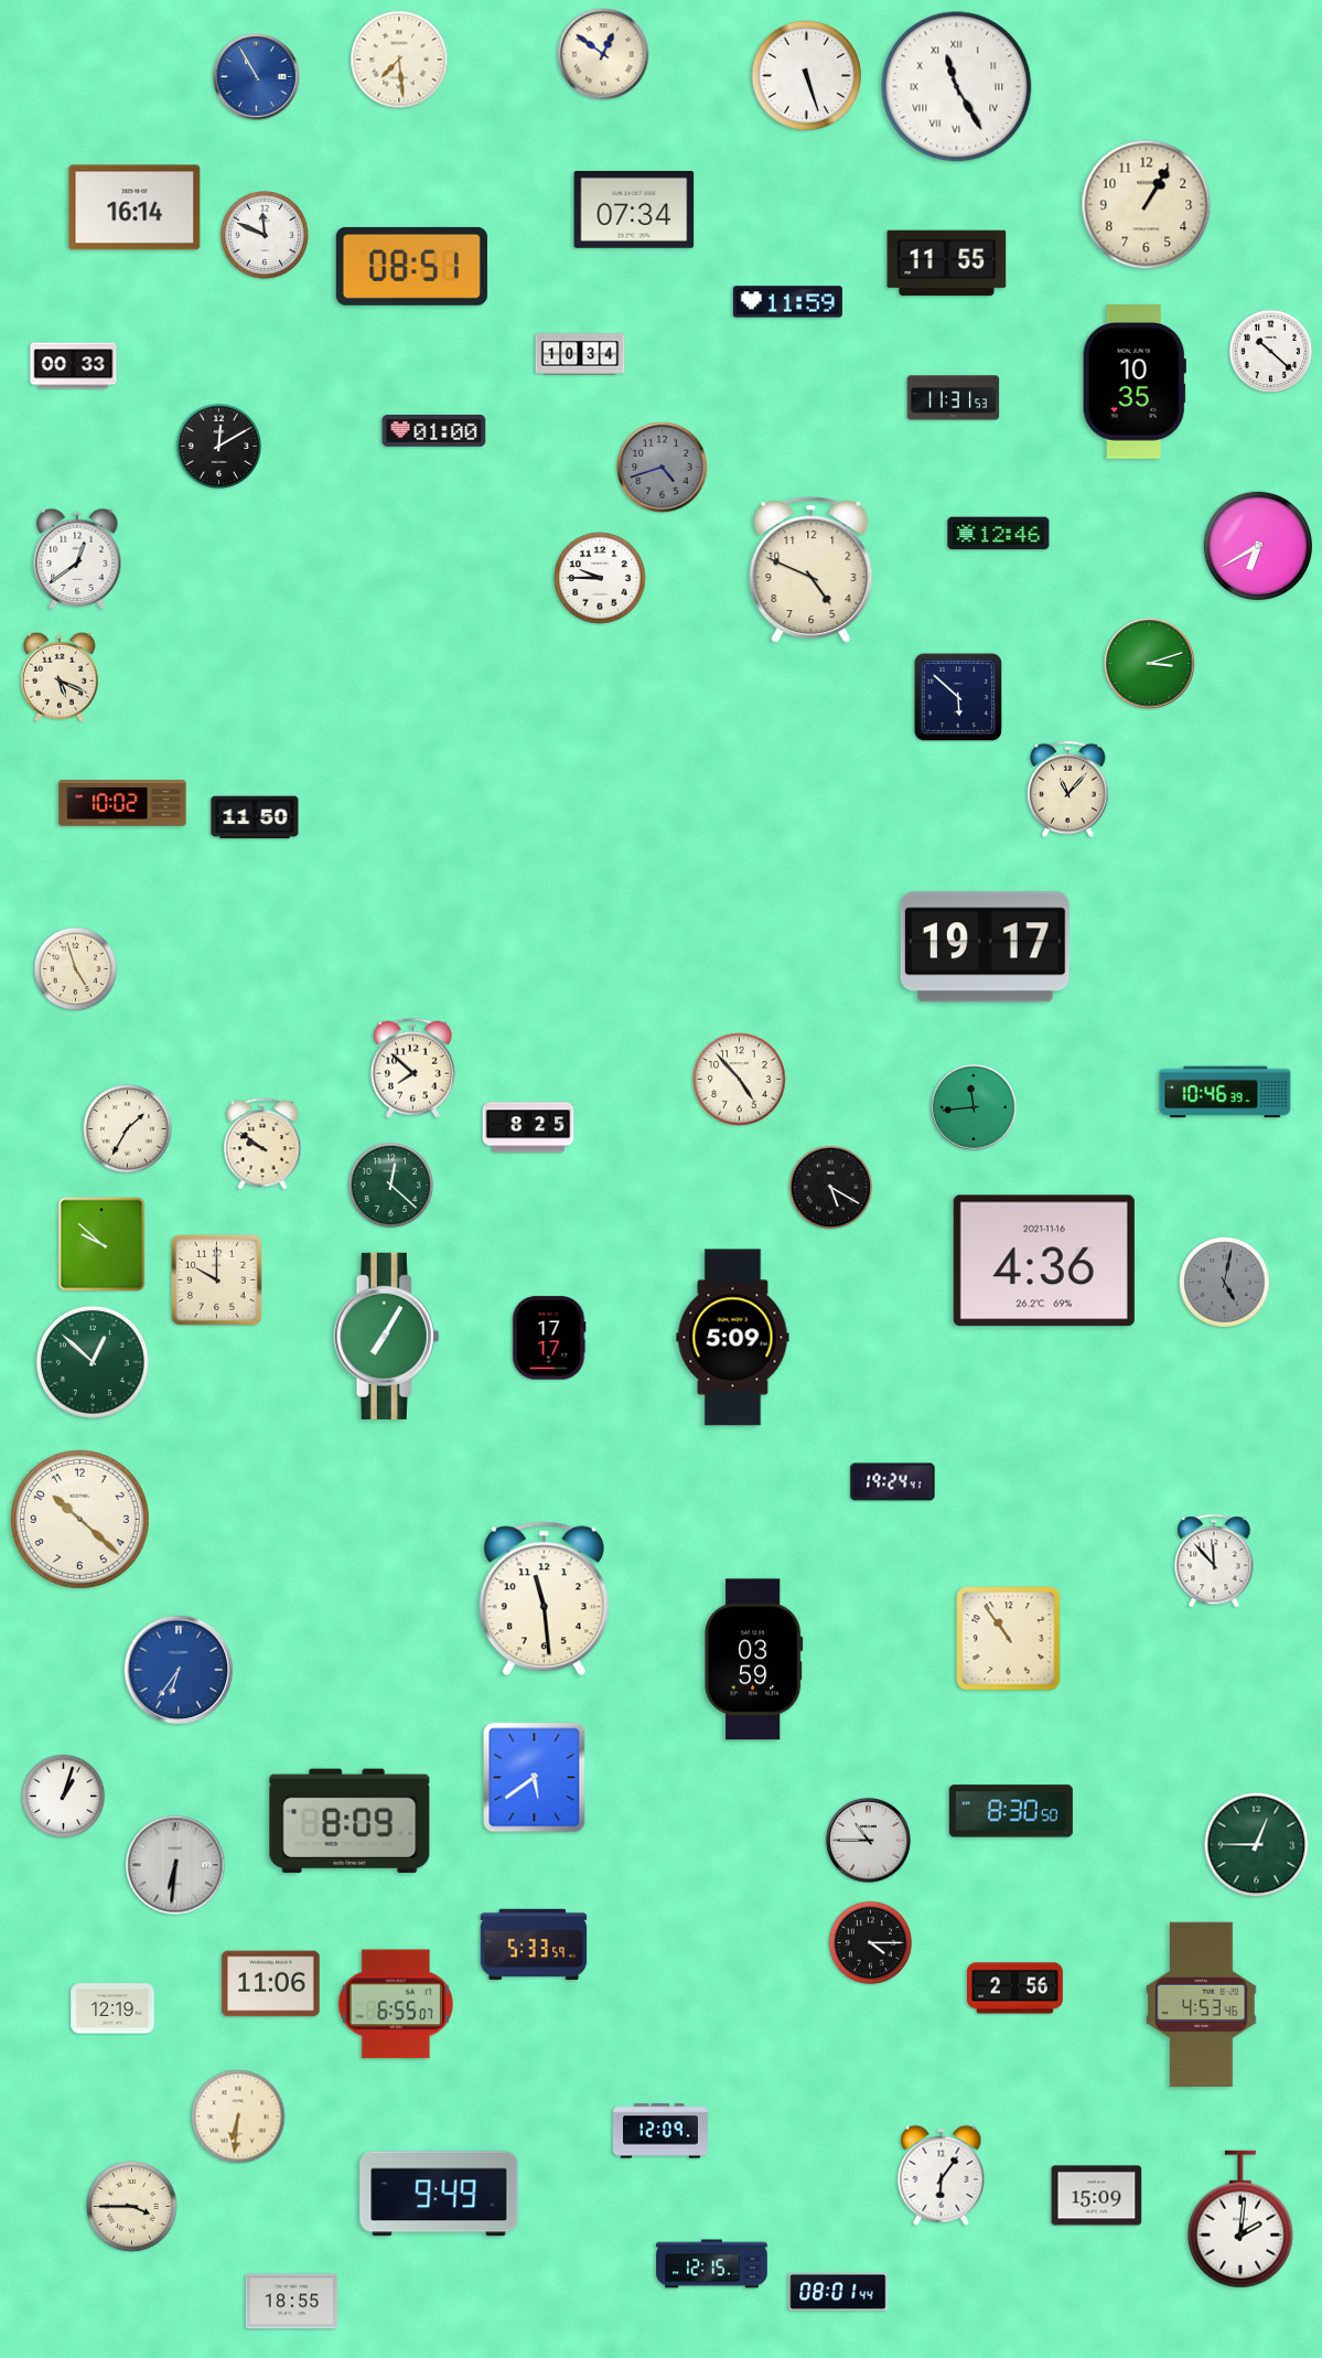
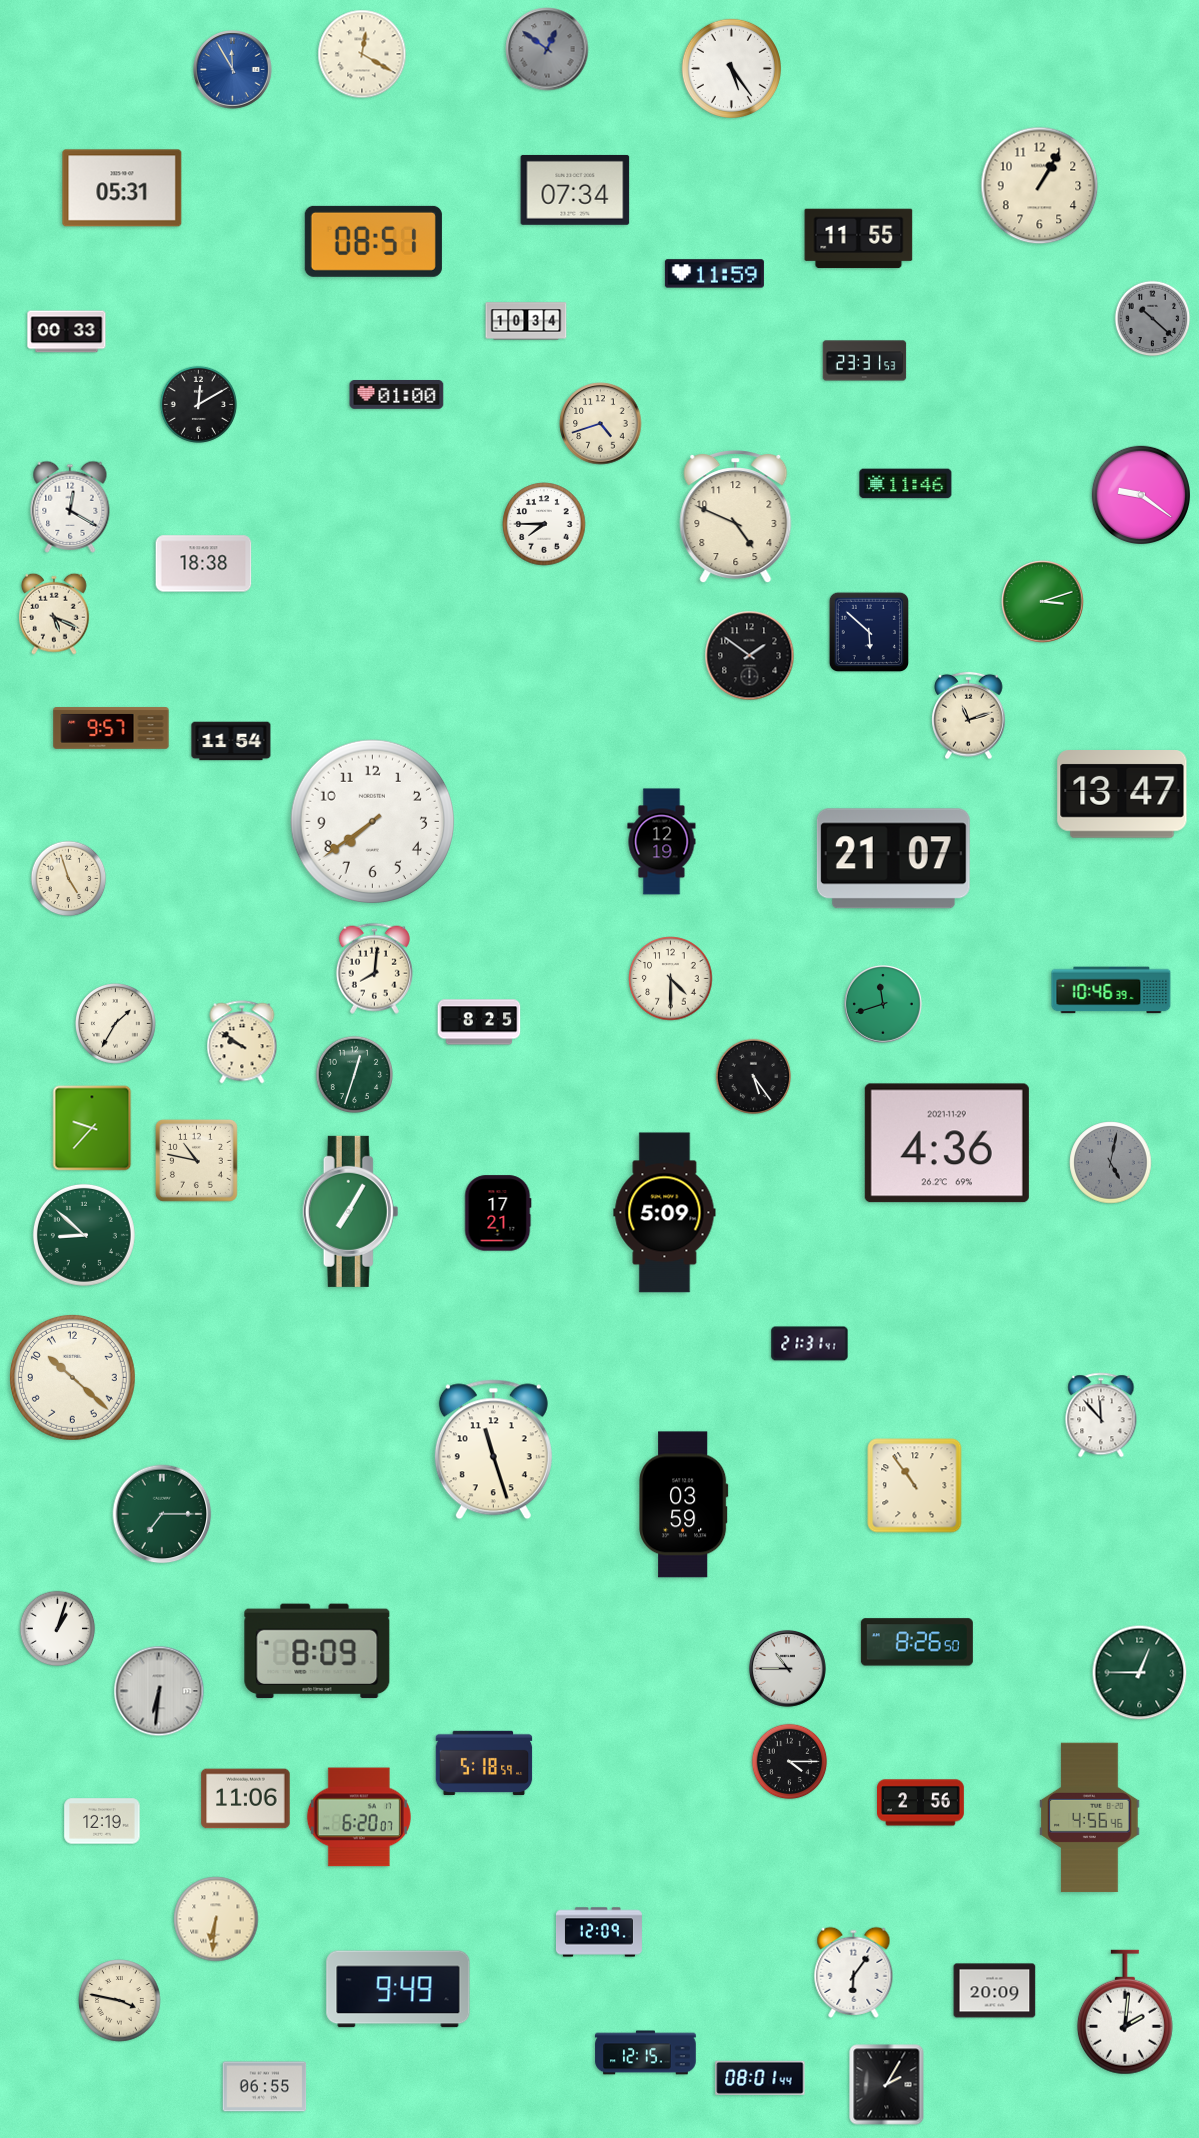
clock at (603, 54) dial: cream -> grey
clock at (399, 60): 7:29 -> 12:20
clock at (806, 75): 5:27 -> 5:24
clock at (257, 77): 10:55 -> 11:55
clock at (957, 87): 11:25 -> none
clock at (135, 207): 16:14 -> 05:31
clock at (265, 235): 11:49 -> none
clock at (1271, 352) dial: white -> grey
clock at (1135, 382): 10:35 -> none
clock at (954, 398): 11:31 -> 23:31
clock at (434, 431) position: (434, 431) -> (397, 395)
clock at (663, 468) dial: grey -> cream
clock at (999, 534): 12:46 -> 11:46
clock at (1257, 545): 6:40 -> 9:21
clock at (77, 559): 12:39 -> 12:20
clock at (600, 578): 9:45 -> 7:45
clock at (204, 564): none -> 18:38
clock at (750, 656): none -> 1:51
clock at (1068, 790): 11:07 -> 11:12
clock at (122, 803): 10:02 -> 9:57
clock at (255, 817): 11:50 -> 11:54
clock at (1122, 795): none -> 13:47
clock at (372, 821): none -> 7:39
clock at (662, 842): none -> 12:19
clock at (985, 947): 19:17 -> 21:07
clock at (412, 1068): 7:52 -> 8:01
clock at (740, 1080): 4:53 -> 4:30
clock at (975, 1108): 11:44 -> 11:42
clock at (262, 1144) position: (262, 1144) -> (242, 1042)
clock at (390, 1185): 12:22 -> 12:33
clock at (831, 1188): 5:20 -> 5:24
clock at (101, 1244): 9:52 -> 9:37
clock at (1044, 1261) date: 2021-11-16 -> 2021-11-29
clock at (216, 1279): 10:00 -> 10:47
clock at (549, 1338): 17:17 -> 17:21
clock at (93, 1362): 12:52 -> 8:52
clock at (893, 1482): 19:24 -> 21:31
clock at (544, 1599): 11:29 -> 11:27
clock at (179, 1670): 6:36 -> 7:15
clock at (179, 1670) dial: blue -> green
clock at (535, 1778): 5:39 -> none
clock at (1011, 1811): 8:30 -> 8:26
clock at (534, 1944): 5:33 -> 5:18
clock at (396, 2004): 6:55 -> 6:20
clock at (1202, 2005): 4:53 -> 4:56
clock at (1097, 2196): 15:09 -> 20:09
clock at (132, 2207): 3:45 -> 3:47
clock at (887, 2085): none -> 2:05
clock at (292, 2302): 18:55 -> 06:55
